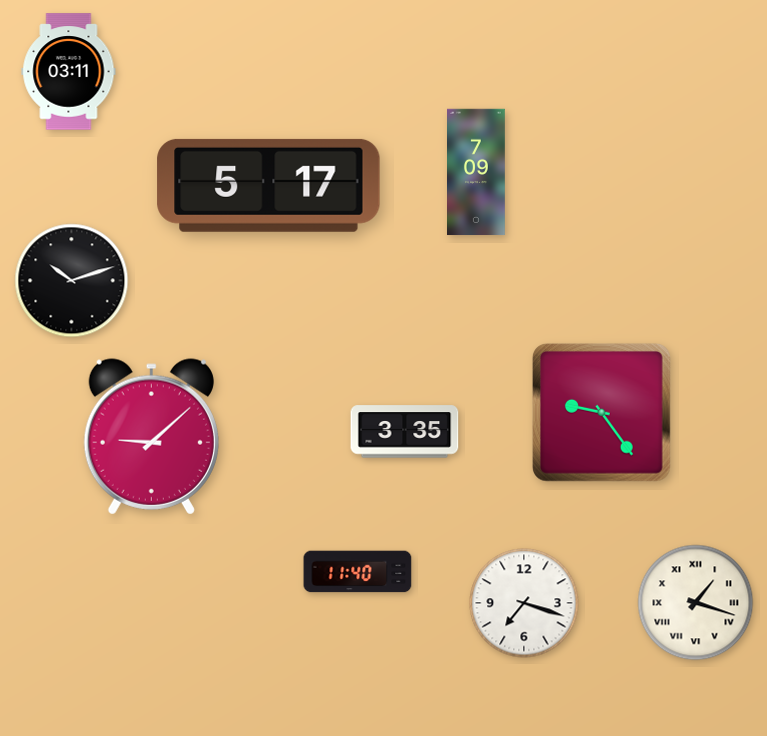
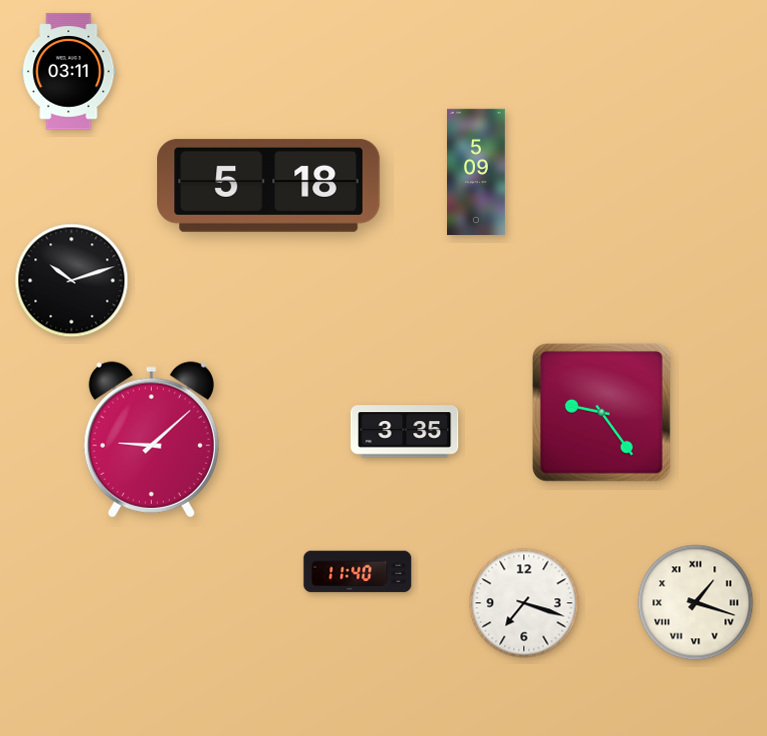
clock at (477, 172): 7:09 -> 5:09
clock at (269, 185): 5:17 -> 5:18
clock at (151, 437) position: (151, 437) -> (151, 440)
